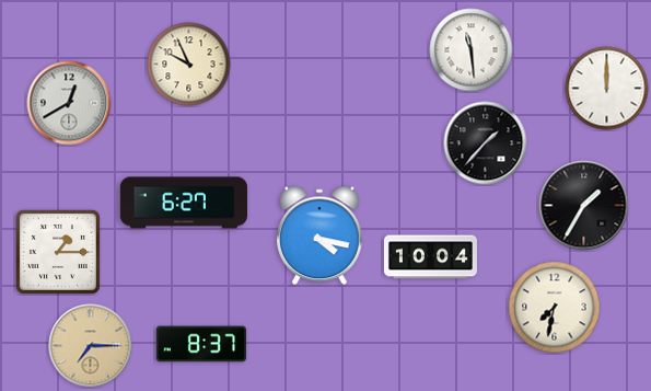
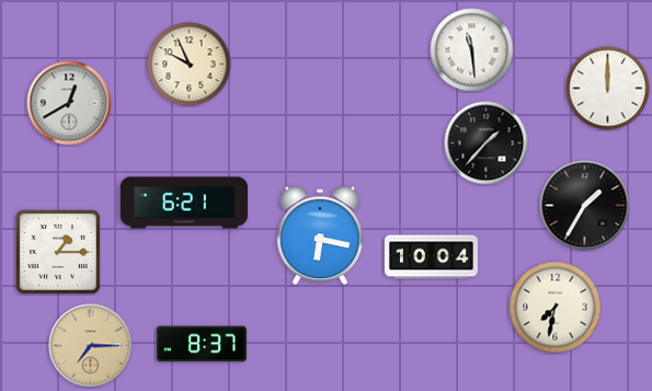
clock at (183, 203): 6:27 -> 6:21
clock at (319, 235): 4:17 -> 6:17
